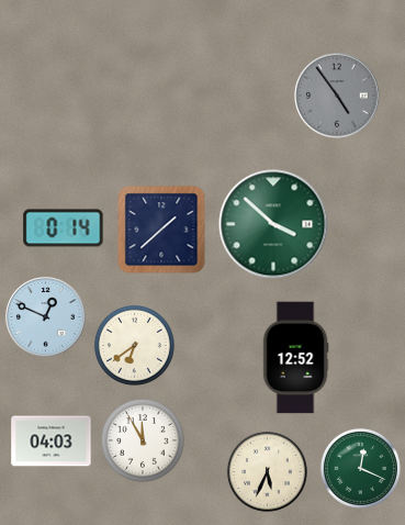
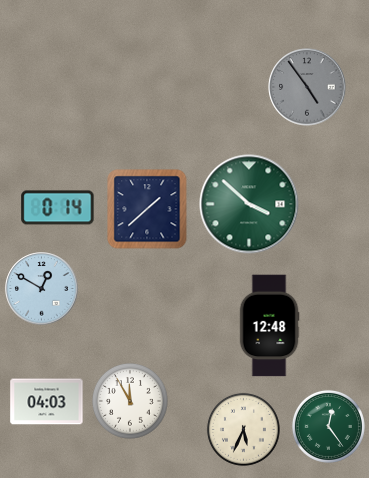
clock at (46, 317): 12:49 -> 12:50
clock at (134, 345): 6:39 -> none
clock at (295, 358): 12:52 -> 12:48
clock at (360, 468): 12:19 -> 12:24
